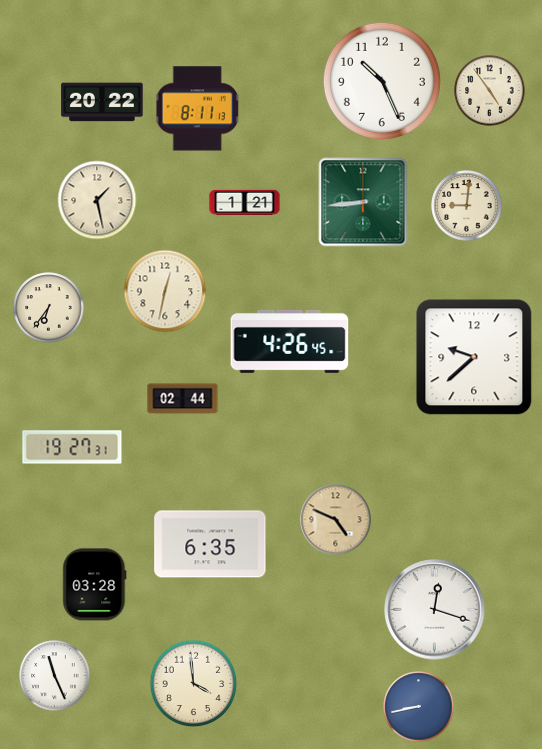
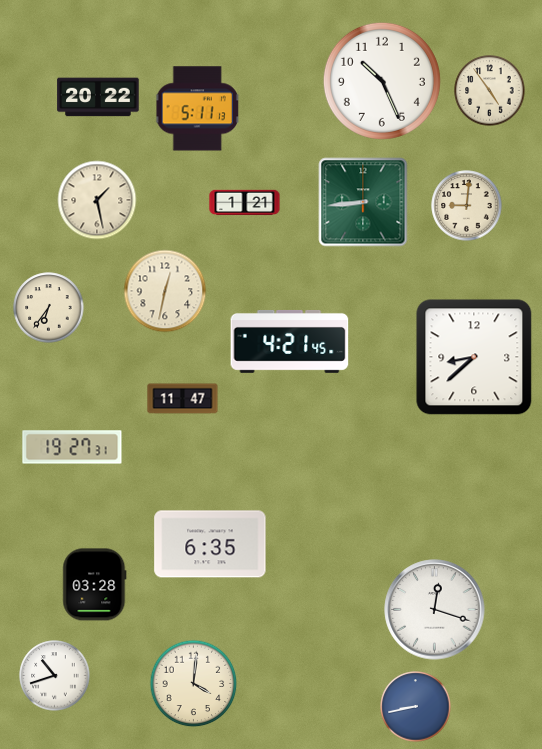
clock at (102, 102) position: (102, 102) -> (98, 97)
clock at (198, 109): 8:11 -> 5:11
clock at (290, 341): 4:26 -> 4:21
clock at (474, 357): 9:38 -> 8:38
clock at (183, 399): 02:44 -> 11:47
clock at (336, 520): 4:49 -> none
clock at (55, 676): 11:26 -> 10:42
clock at (194, 684): 3:59 -> 4:01
clock at (419, 707) position: (419, 707) -> (416, 707)
